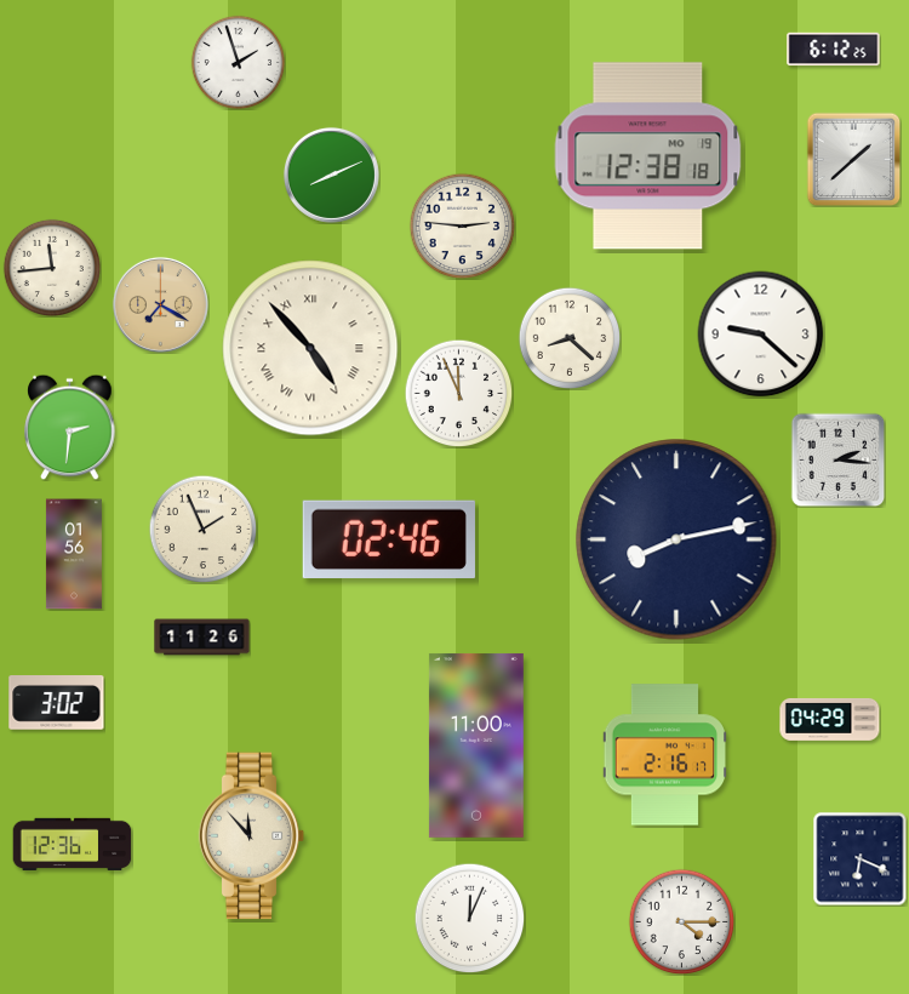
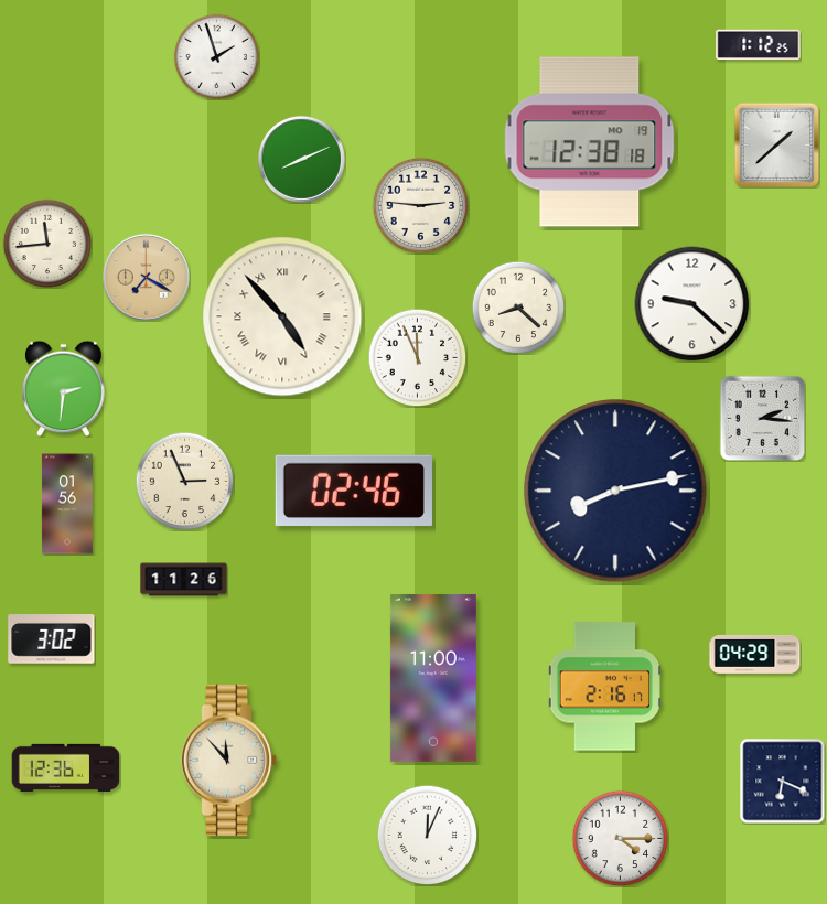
clock at (834, 50): 6:12 -> 1:12
clock at (202, 529): 1:56 -> 2:56
